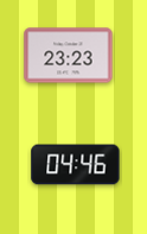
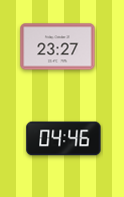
clock at (69, 56): 23:23 -> 23:27
